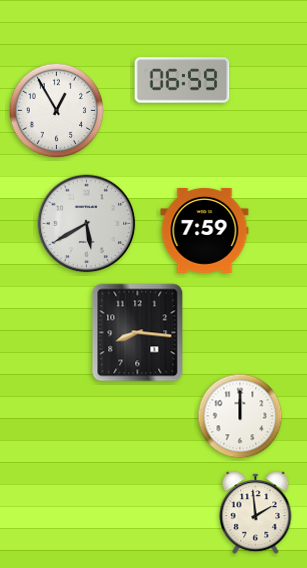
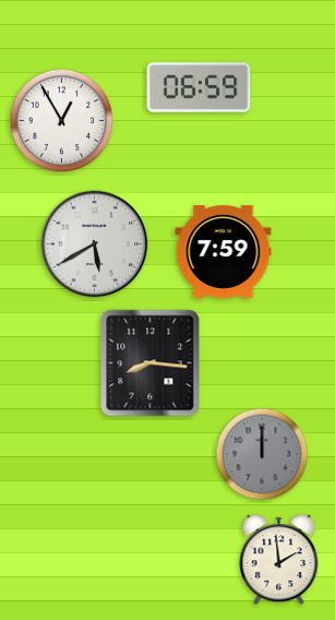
clock at (240, 416) dial: white -> grey
